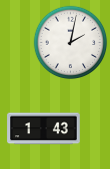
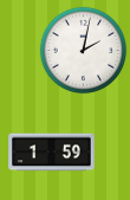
clock at (44, 129): 1:43 -> 1:59
